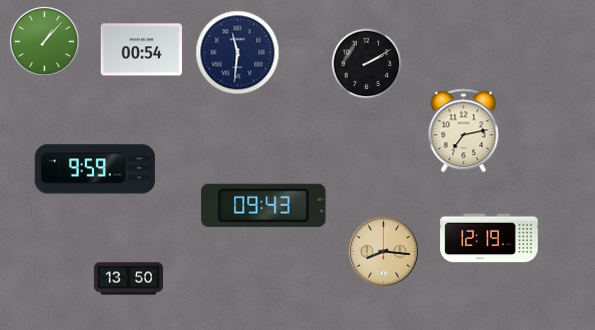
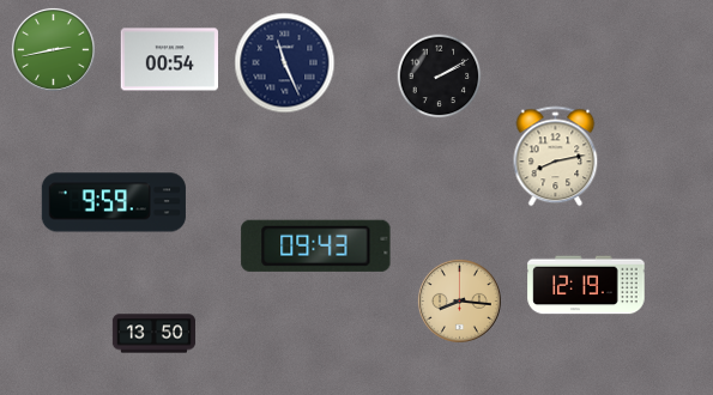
clock at (44, 41): 1:07 -> 2:43
clock at (238, 53): 11:31 -> 11:26
clock at (464, 131): 7:13 -> 8:13
